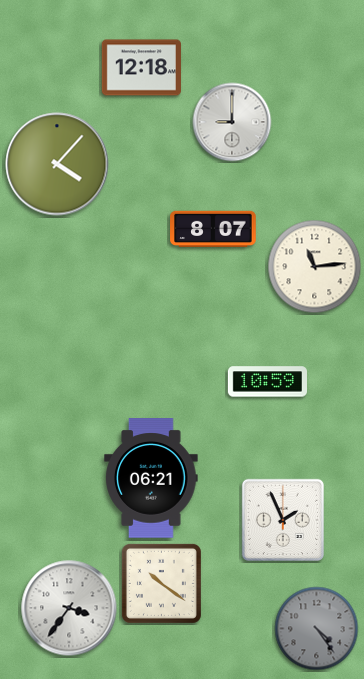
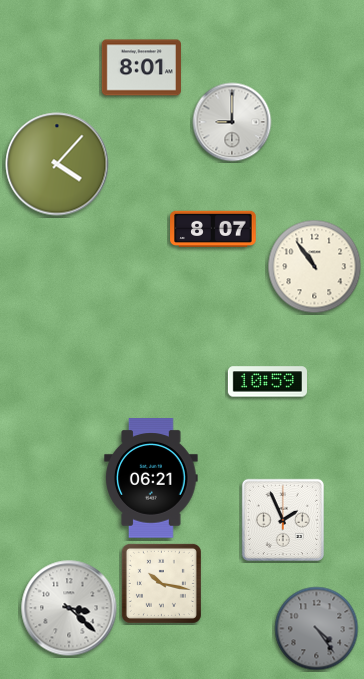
clock at (141, 68): 12:18 -> 8:01
clock at (315, 267): 11:14 -> 10:54
clock at (161, 583): 10:21 -> 10:17
clock at (69, 608): 3:36 -> 3:22
